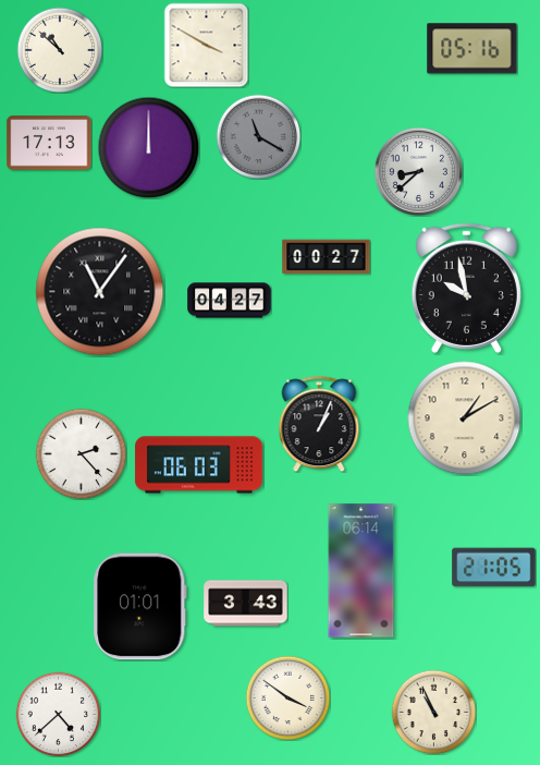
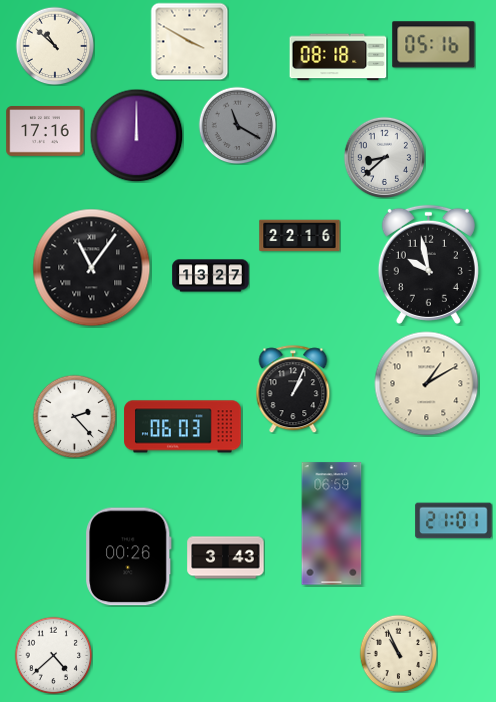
clock at (338, 57): none -> 08:18
clock at (49, 144): 17:13 -> 17:16
clock at (327, 257): 00:27 -> 22:16
clock at (230, 301): 04:27 -> 13:27
clock at (494, 568): 21:05 -> 21:01
clock at (361, 571): 06:14 -> 06:59
clock at (246, 604) position: (246, 604) -> (226, 558)
clock at (140, 607): 01:01 -> 00:26
clock at (287, 697): 3:51 -> none
